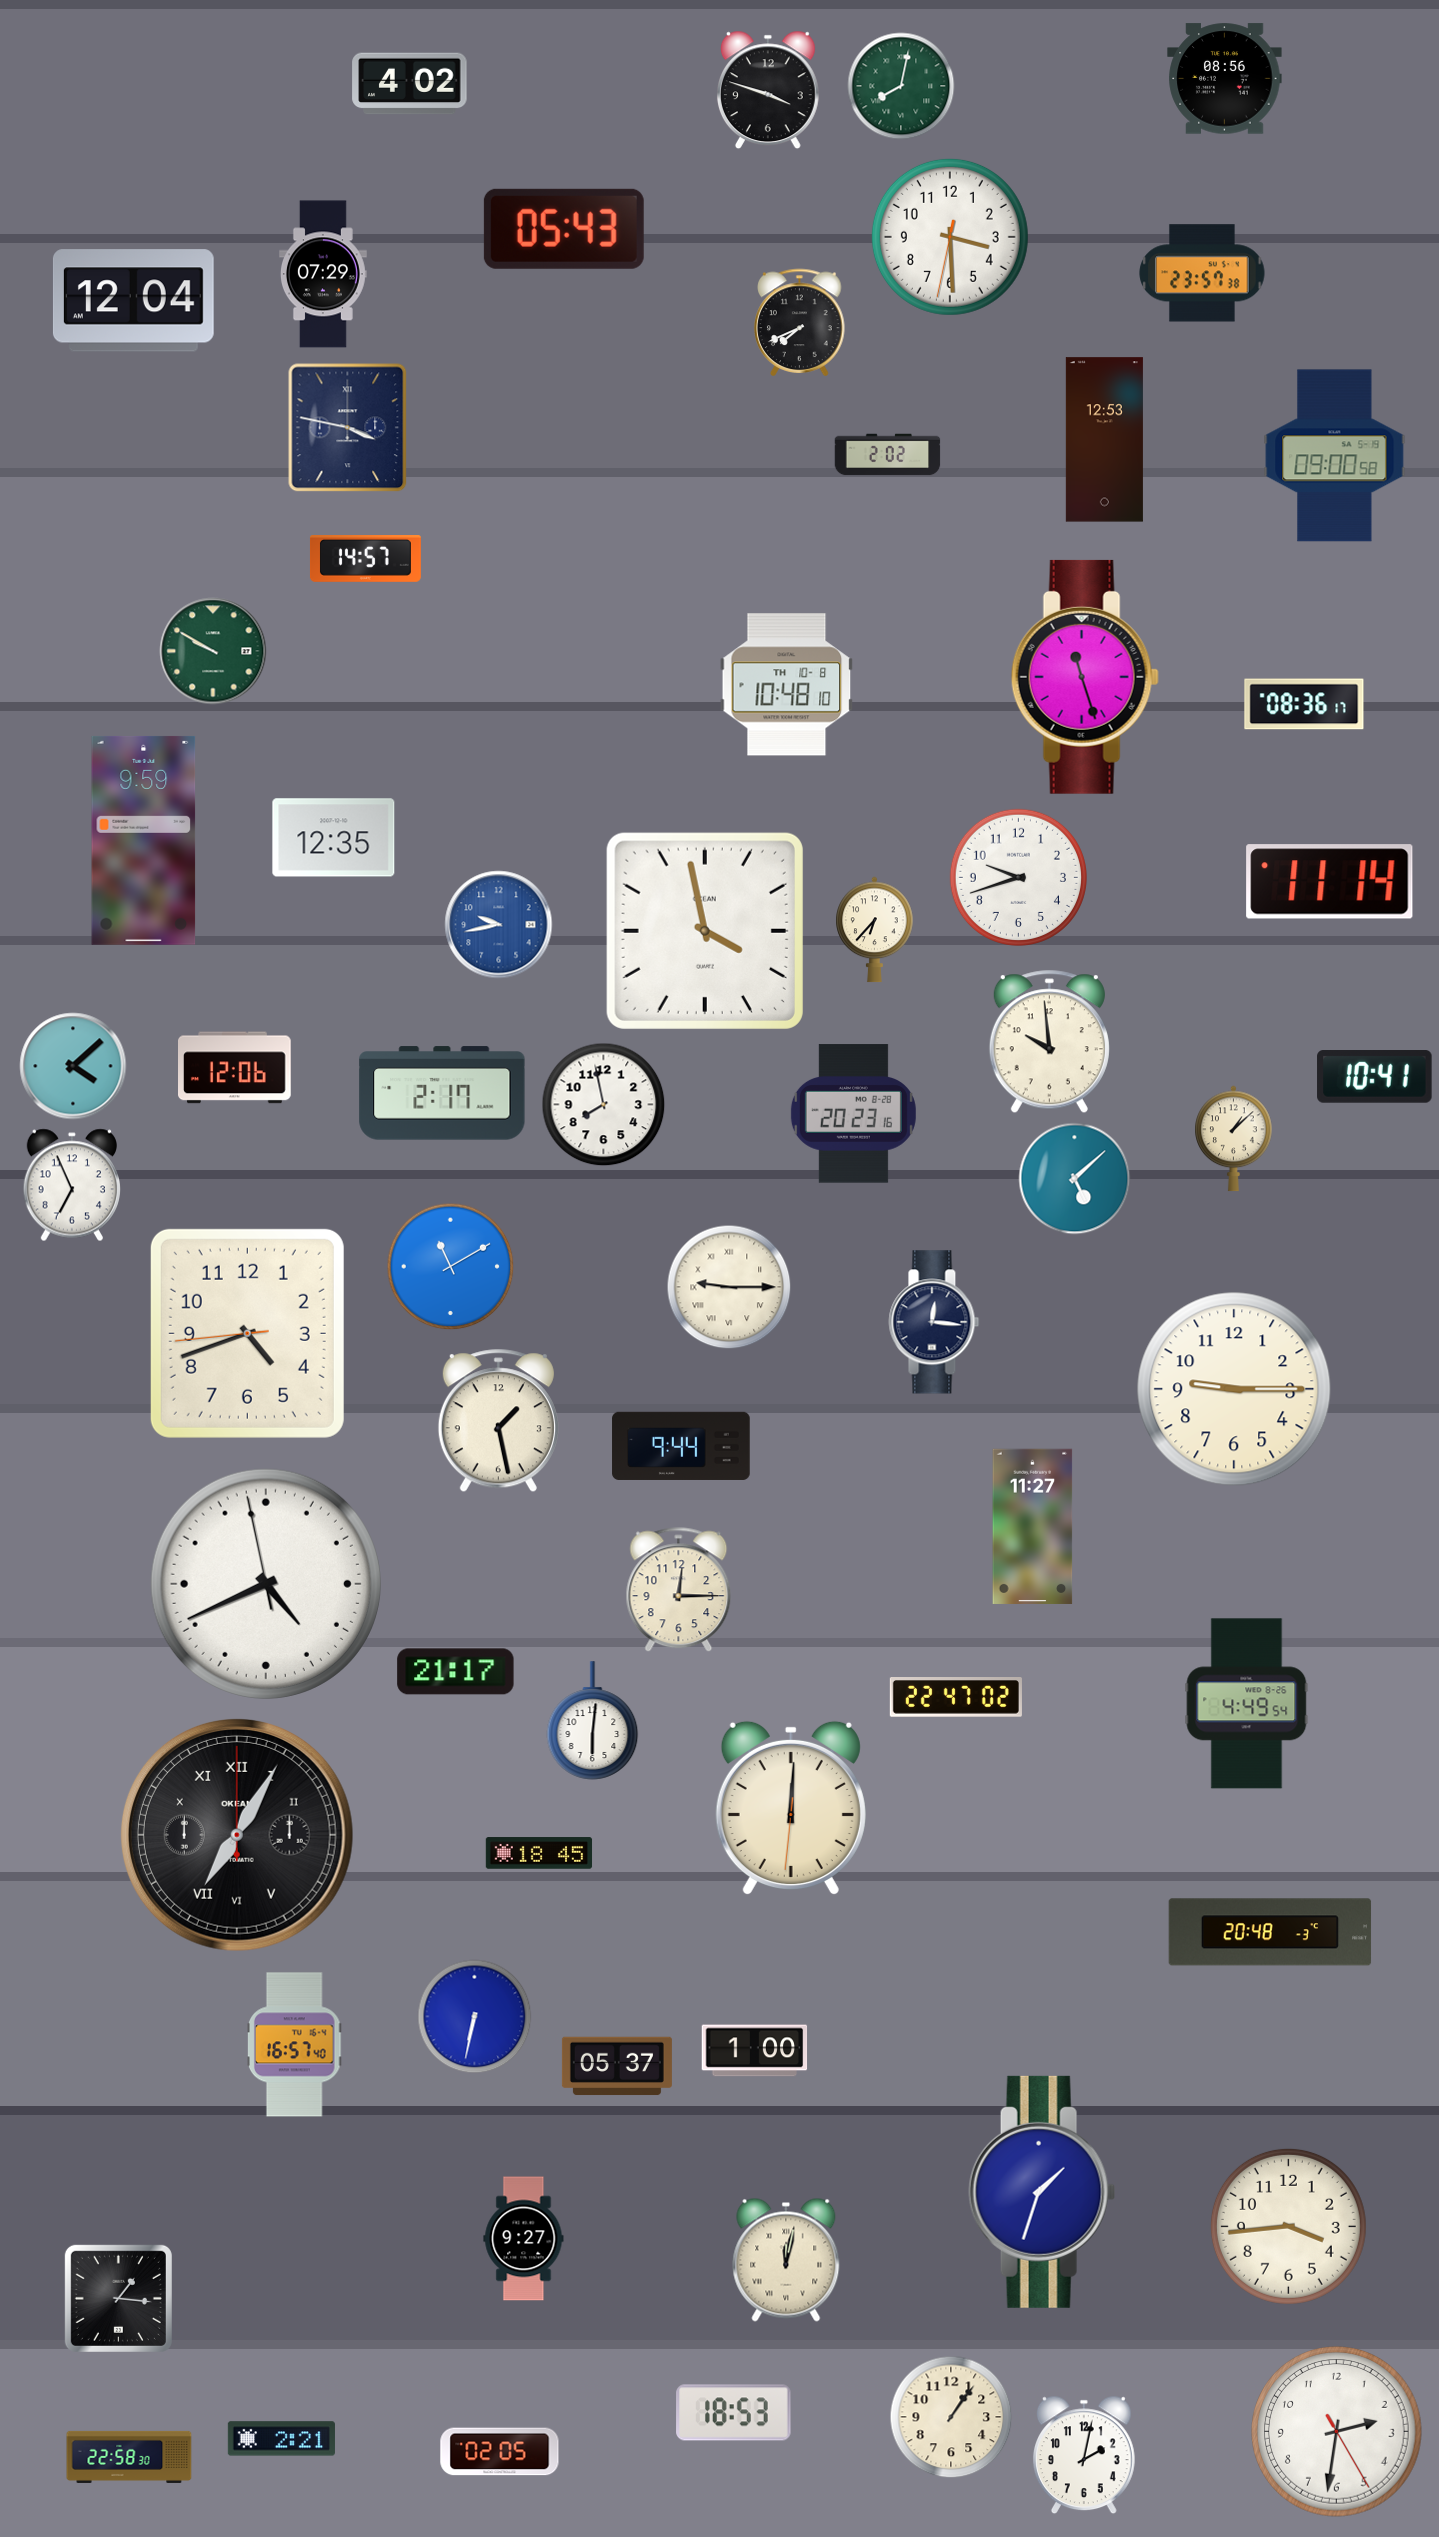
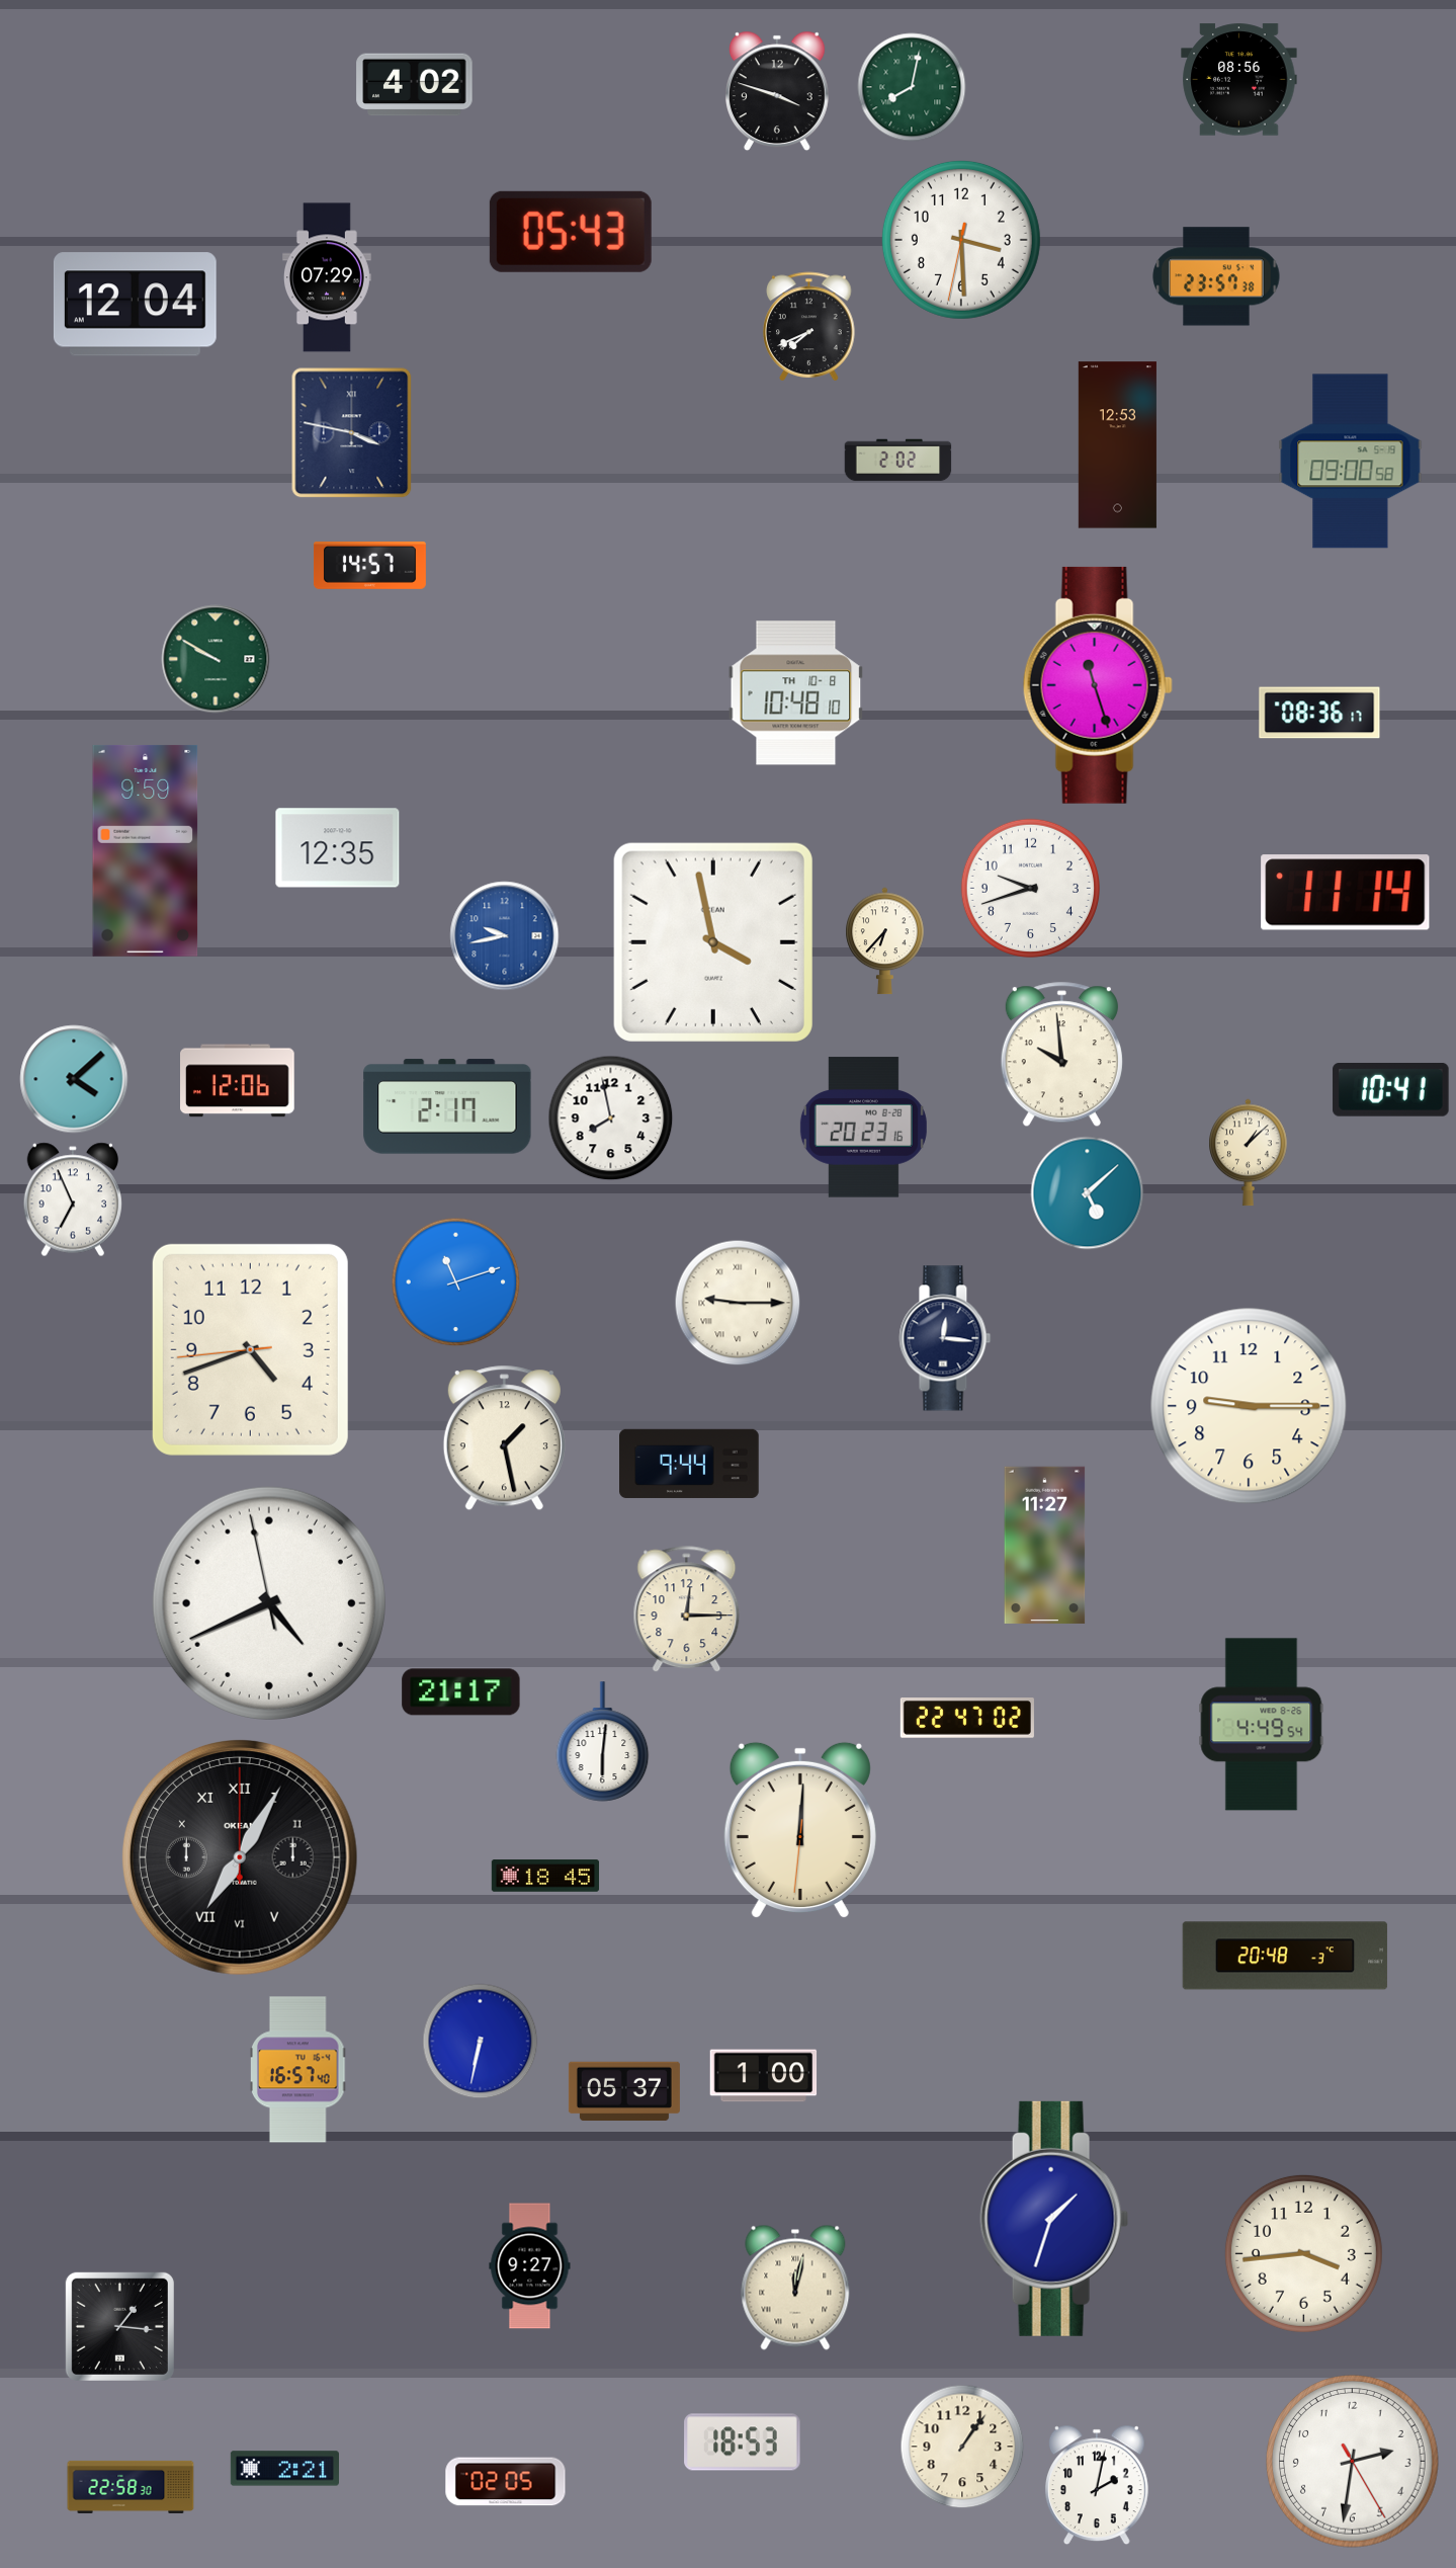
clock at (451, 1267): 11:10 -> 11:12
clock at (593, 1721) position: (593, 1721) -> (603, 1742)
